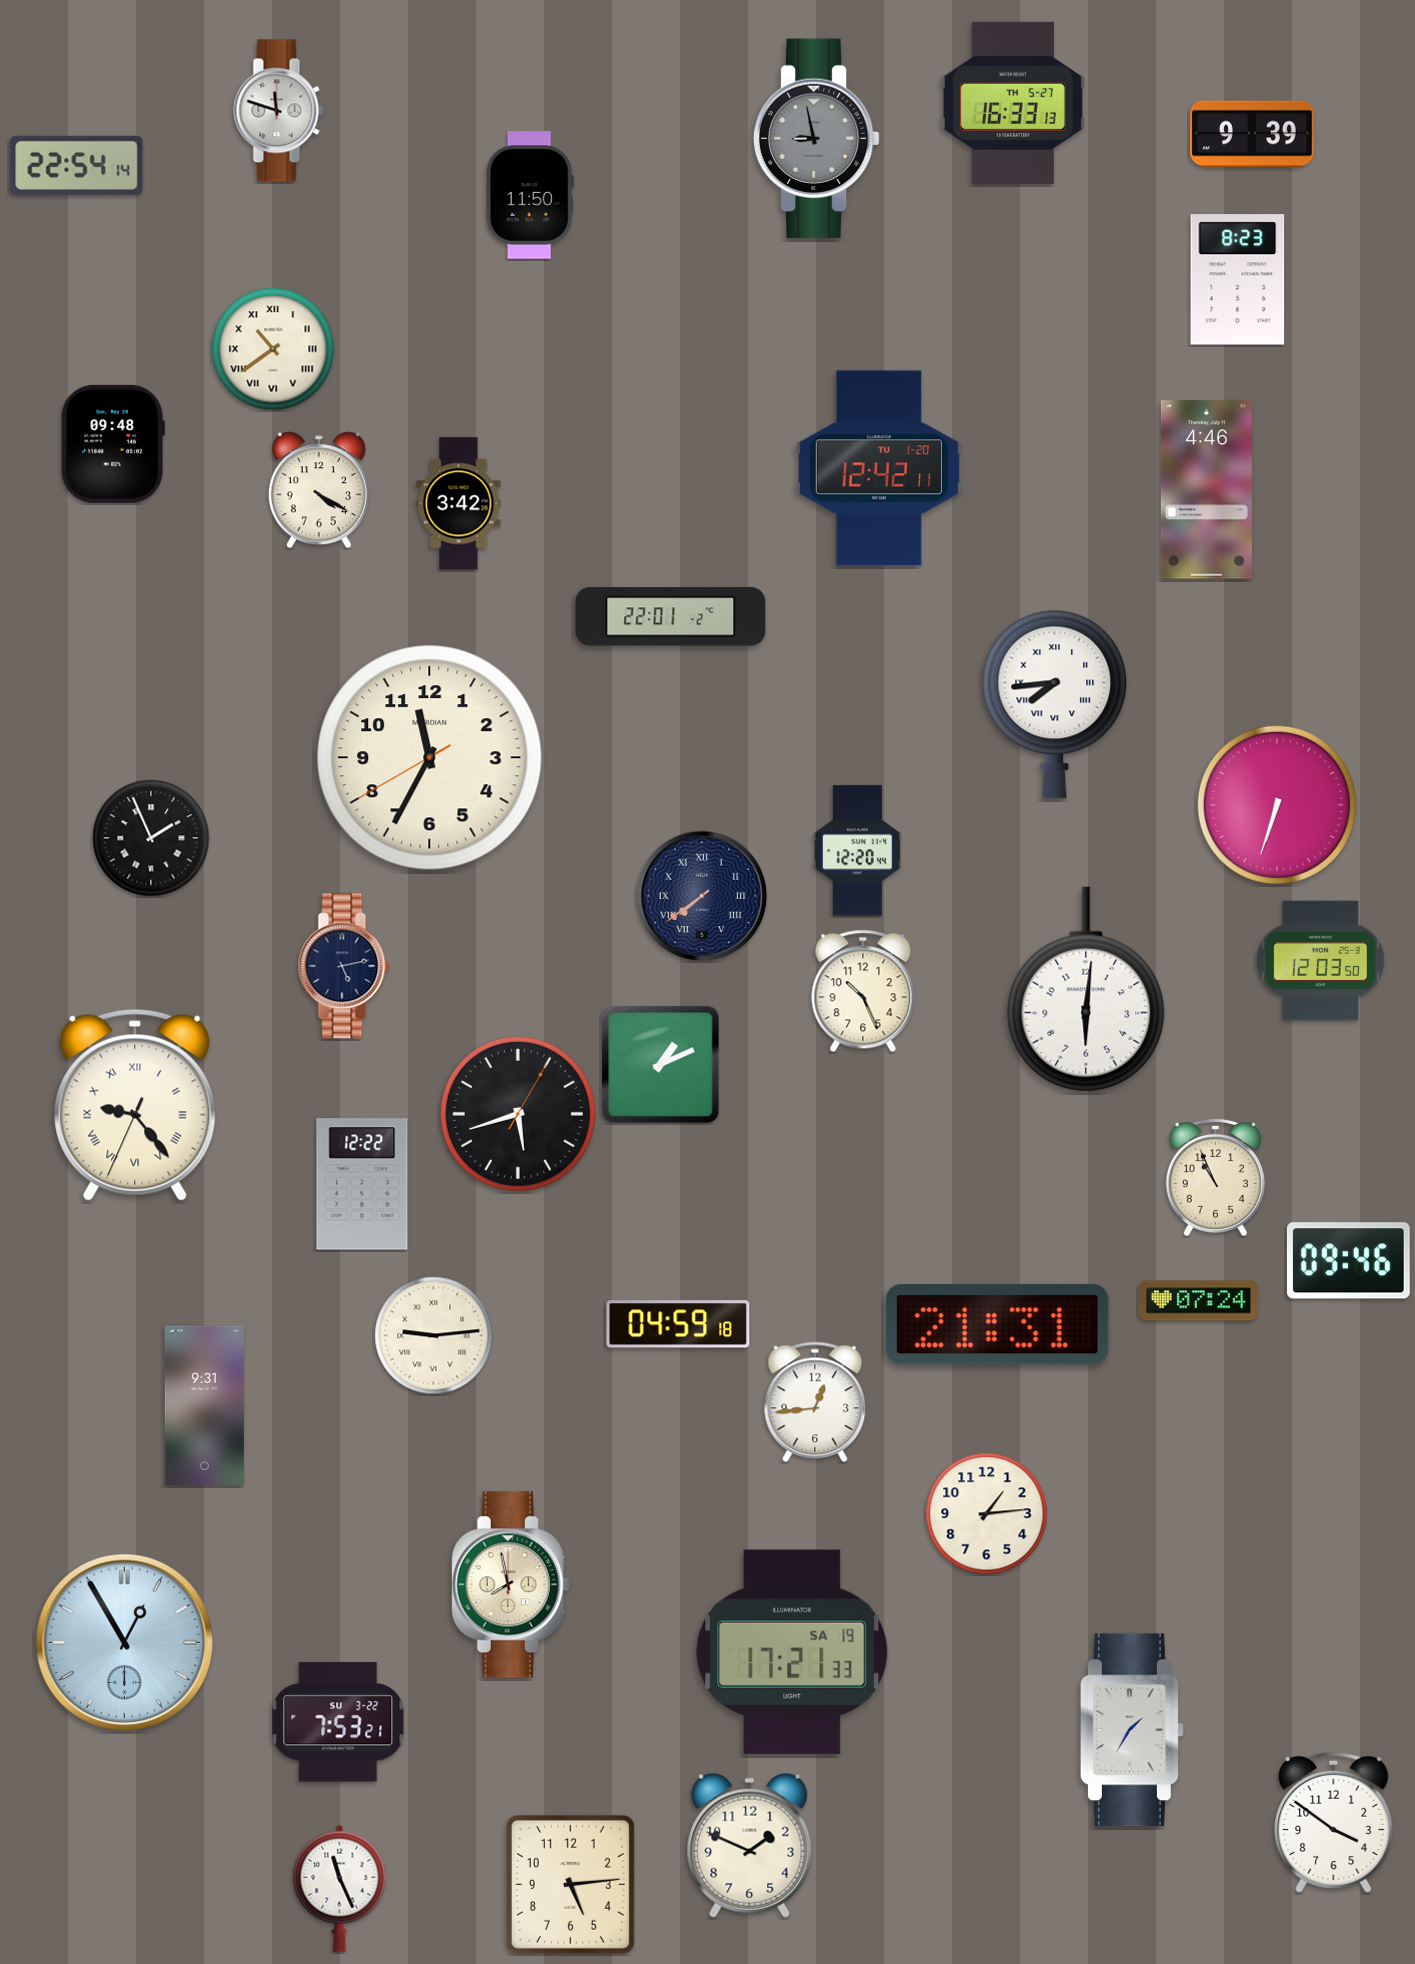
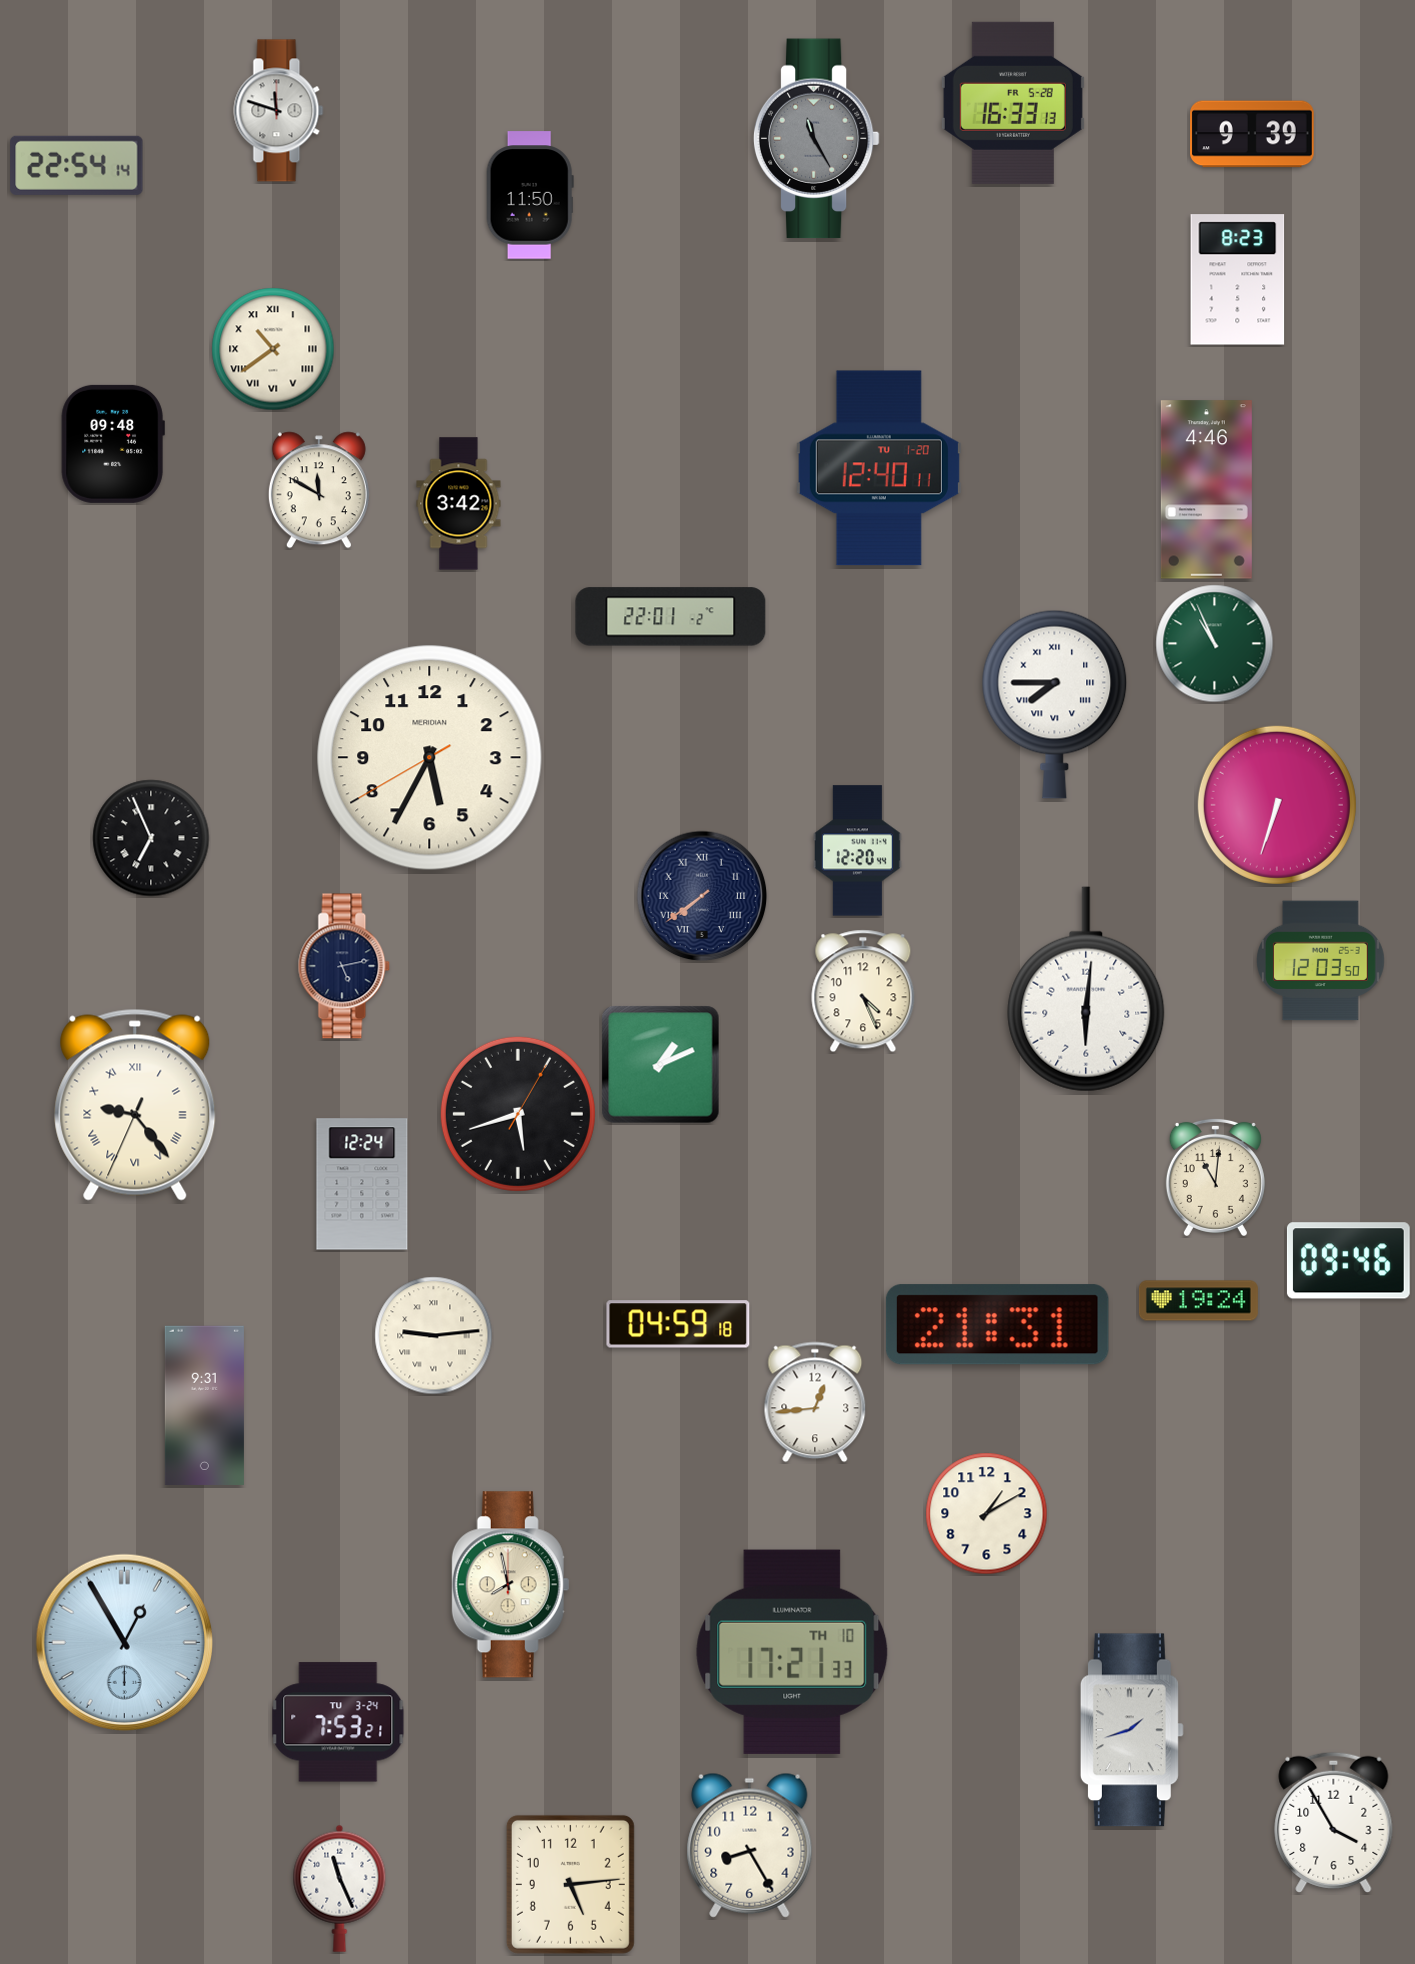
clock at (1013, 103) date: TH 5-27 -> FR 5-28
clock at (816, 139): 8:58 -> 11:25
clock at (879, 468): 12:42 -> 12:40
clock at (319, 490): 4:20 -> 11:50
clock at (1215, 644): none -> 10:56
clock at (1055, 704): 7:44 -> 7:45
clock at (430, 758): 11:34 -> 5:34
clock at (151, 838): 1:56 -> 6:56
clock at (863, 991): 10:26 -> 4:26
clock at (1215, 1177): 10:56 -> 11:01
clock at (362, 1184): 12:22 -> 12:24
clock at (1198, 1301): 07:24 -> 19:24
clock at (987, 1514): 1:14 -> 1:10
clock at (792, 1652) date: SA 19 -> TH 10
clock at (338, 1722) date: SU 3-22 -> TU 3-24
clock at (1132, 1730): 1:35 -> 1:42
clock at (1334, 1822): 3:51 -> 3:55
clock at (750, 1845): 1:49 -> 8:25
